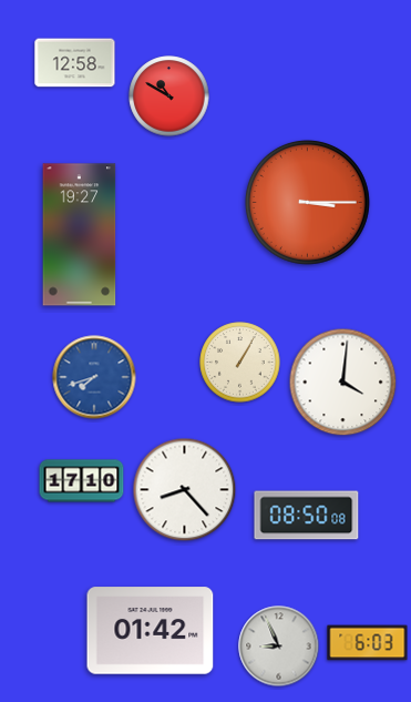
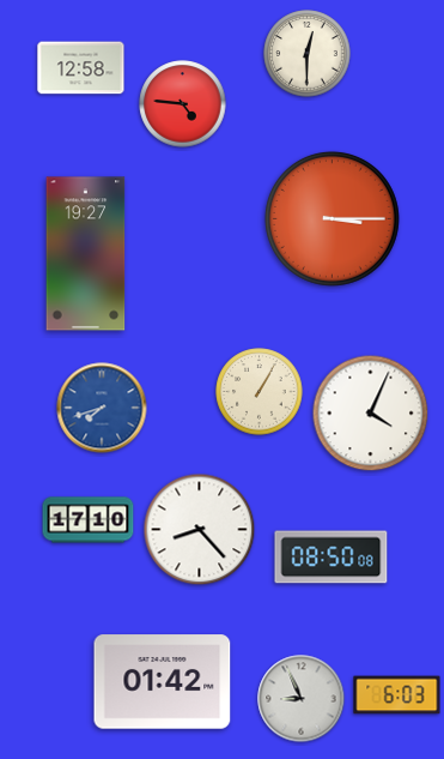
clock at (308, 54): none -> 12:30
clock at (169, 96): 10:50 -> 4:46
clock at (343, 383): 4:01 -> 4:04
